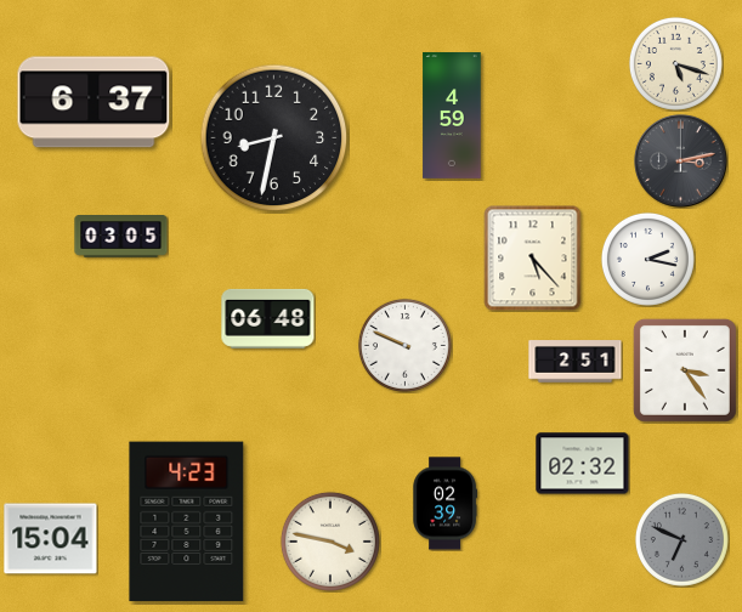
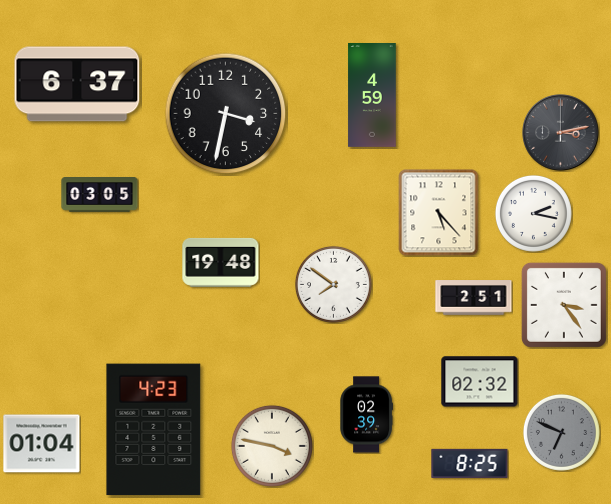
clock at (675, 63): 5:18 -> none
clock at (274, 138): 8:32 -> 3:32
clock at (268, 318): 06:48 -> 19:48
clock at (404, 345): 9:49 -> 7:51
clock at (51, 539): 15:04 -> 01:04
clock at (681, 539) position: (681, 539) -> (561, 432)
clock at (470, 463): none -> 8:25
